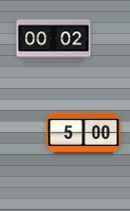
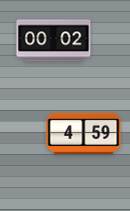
clock at (84, 133): 5:00 -> 4:59
